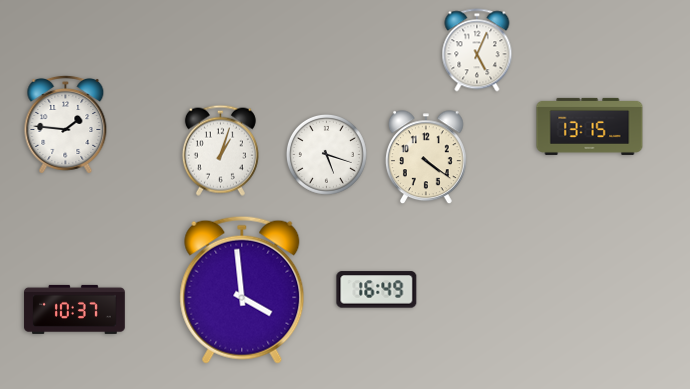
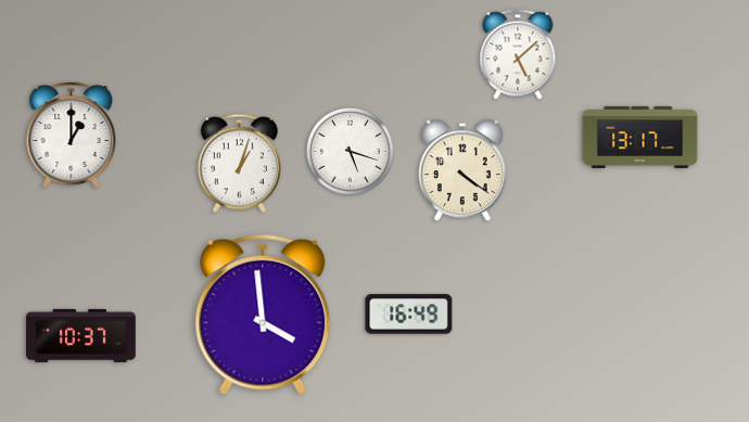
clock at (477, 50): 5:04 -> 5:08
clock at (66, 125): 1:46 -> 1:00
clock at (590, 126): 13:15 -> 13:17
clock at (326, 154) position: (326, 154) -> (350, 151)
